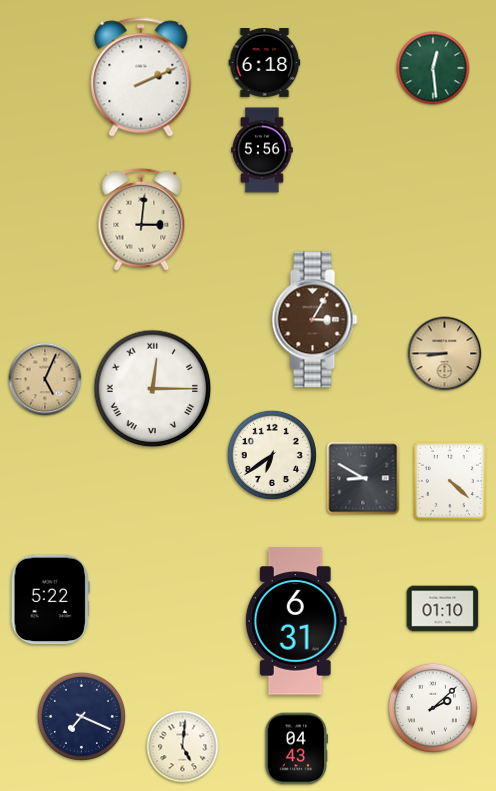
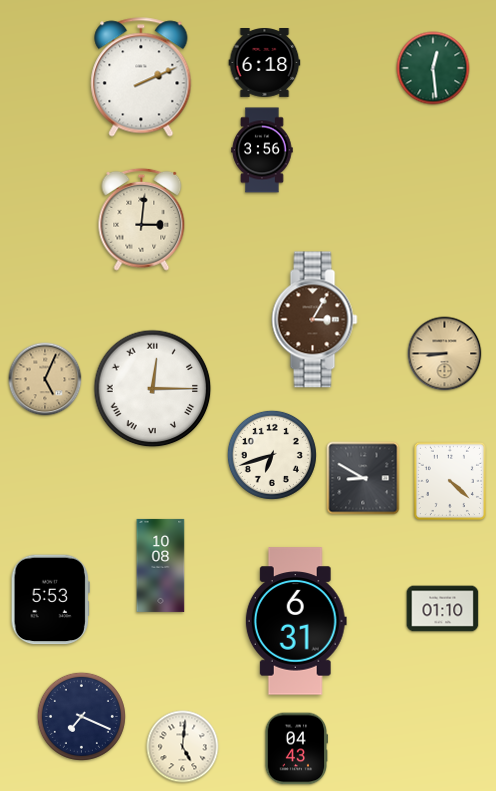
clock at (262, 150): 5:56 -> 3:56
clock at (272, 455): 6:39 -> 6:42
clock at (161, 565): none -> 10:08
clock at (50, 600): 5:22 -> 5:53
clock at (433, 708): 2:08 -> none
